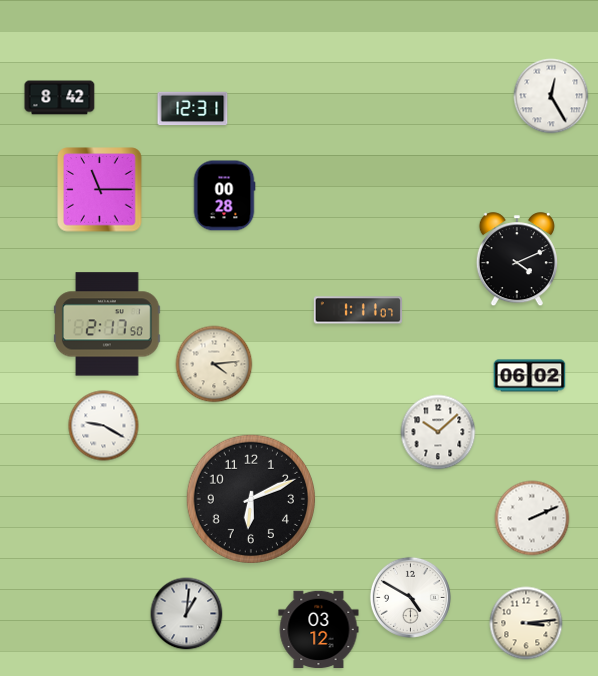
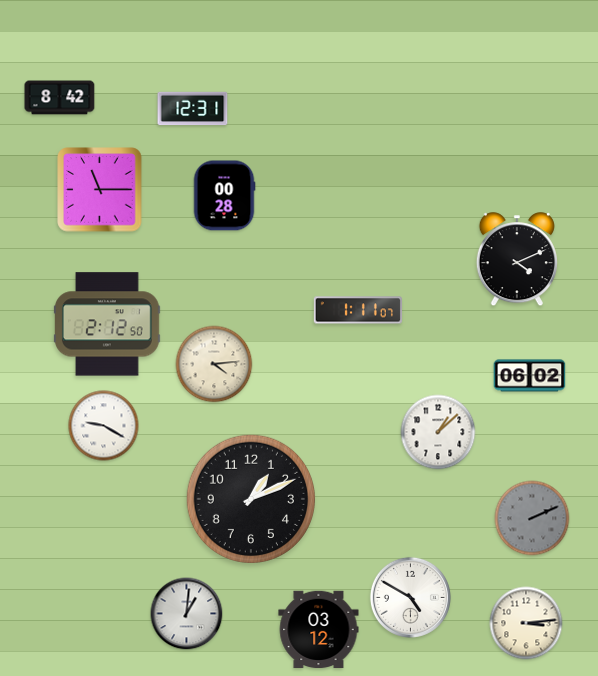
clock at (551, 96): 12:25 -> none
clock at (108, 324): 2:17 -> 2:12
clock at (438, 432): 10:08 -> 1:08
clock at (251, 499): 6:11 -> 1:11
clock at (532, 518) dial: white -> grey
